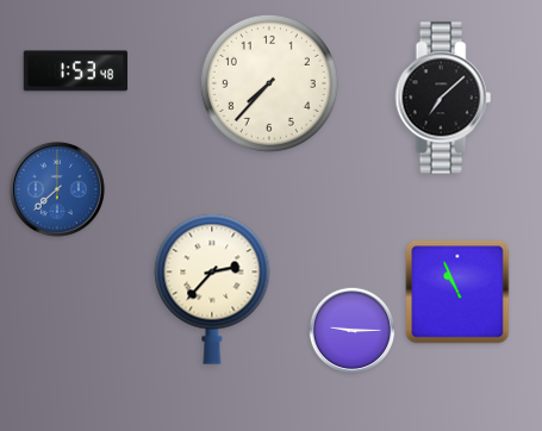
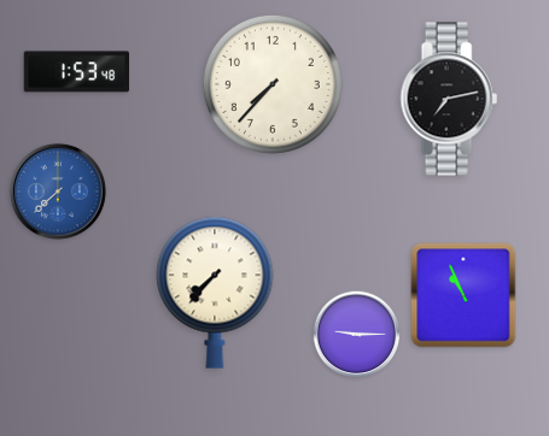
clock at (443, 98): 7:08 -> 7:13
clock at (212, 289): 2:37 -> 7:37
